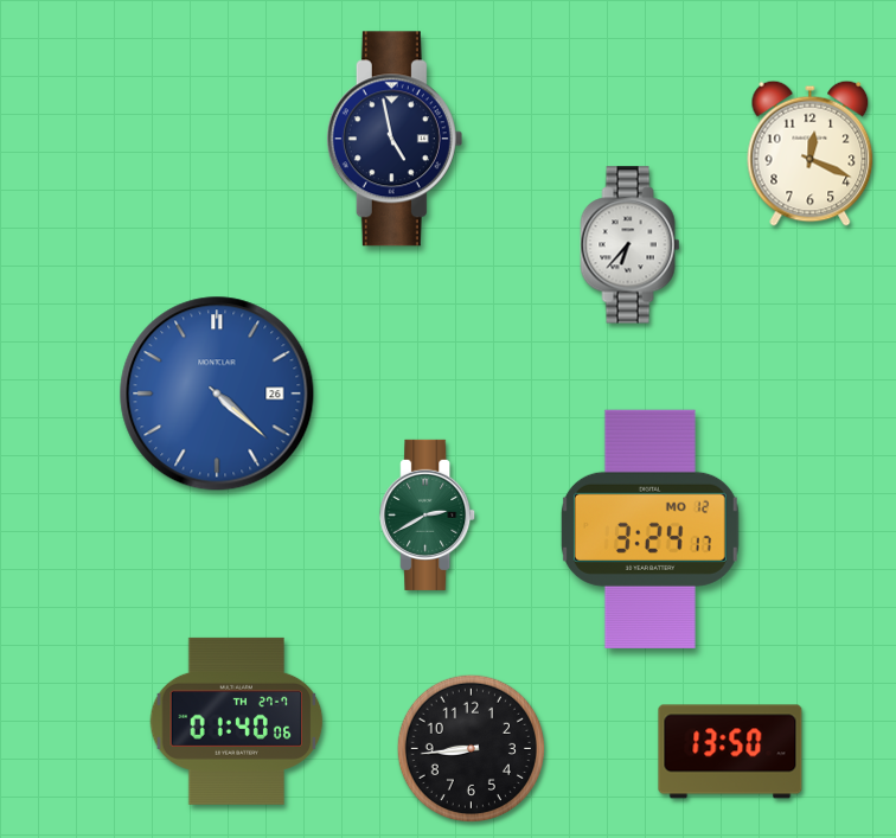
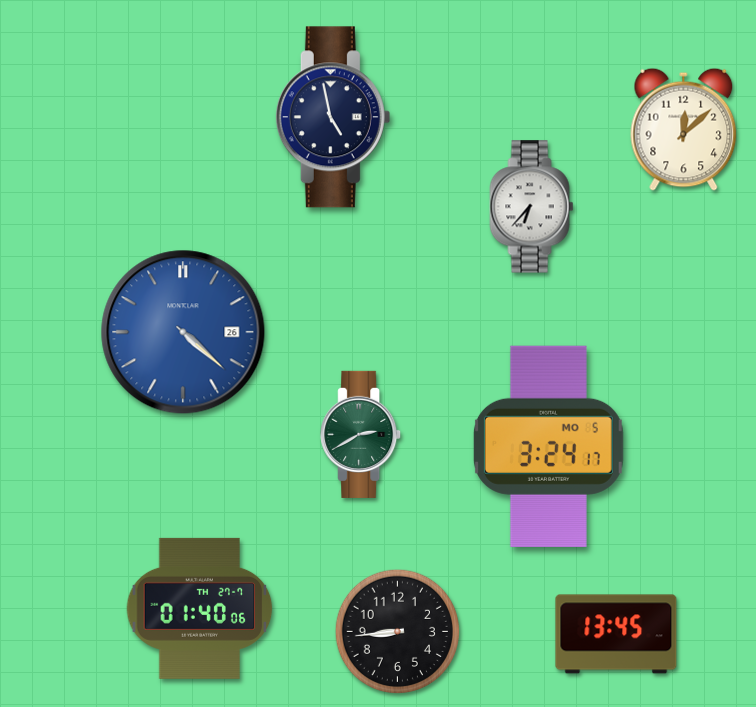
clock at (811, 153): 12:19 -> 12:08
clock at (649, 529) date: MO 12 -> MO 5
clock at (730, 751): 13:50 -> 13:45
